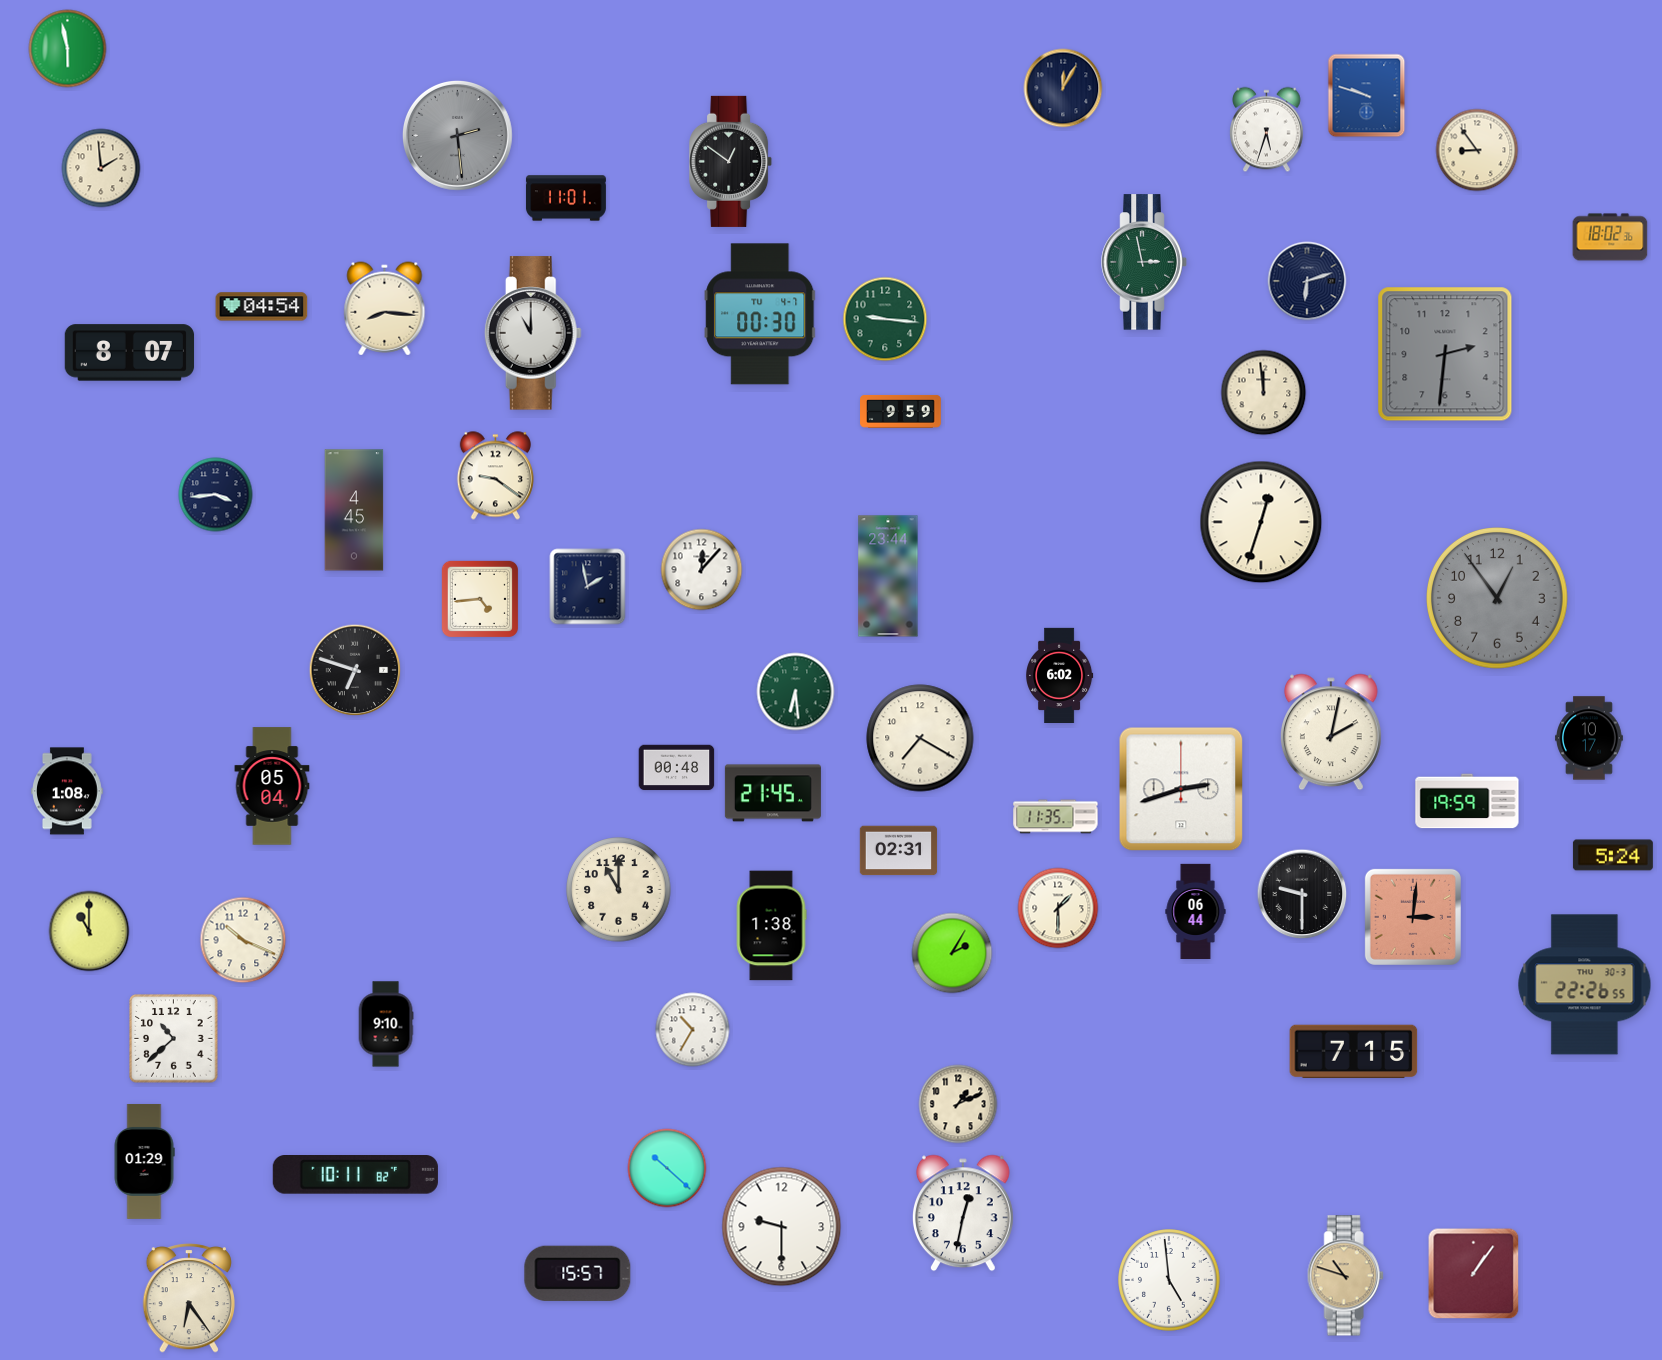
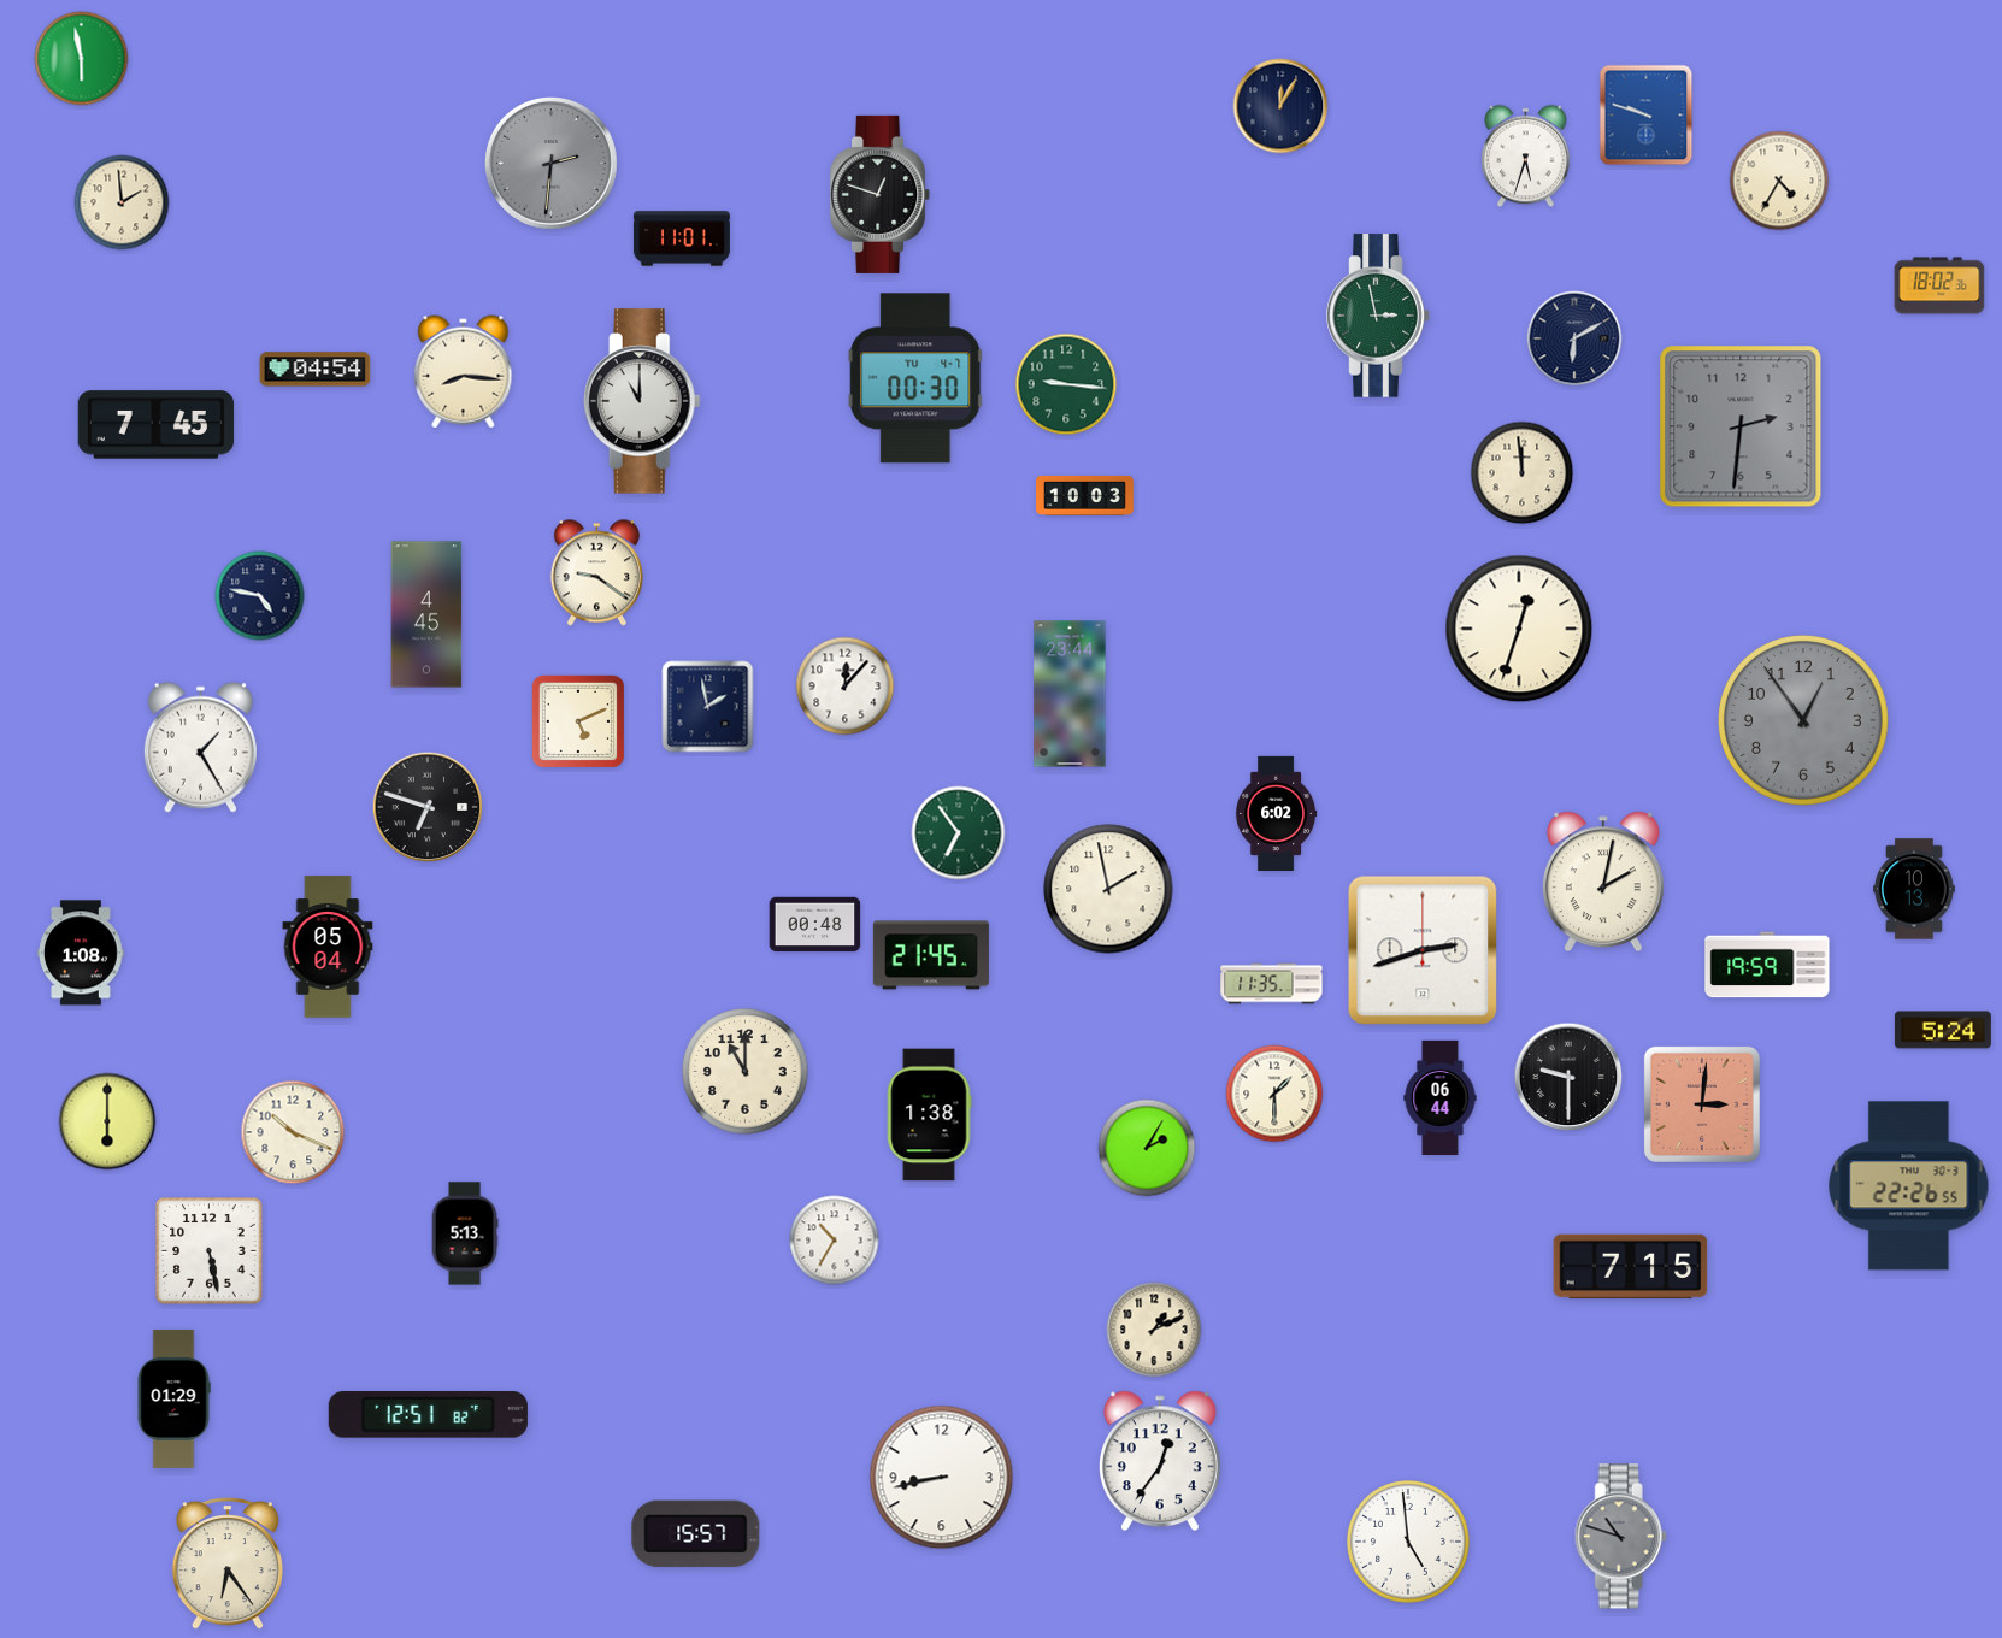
clock at (457, 135): 2:29 -> 2:31
clock at (1477, 150): 8:54 -> 4:35
clock at (731, 161): 12:51 -> 12:48
clock at (1307, 281): 6:12 -> 6:10
clock at (130, 353): 8:07 -> 7:45
clock at (901, 411): 9:59 -> 10:03
clock at (216, 495): 3:44 -> 4:47
clock at (480, 599): 4:44 -> 5:11
clock at (200, 747): none -> 1:25
clock at (796, 692): 6:29 -> 6:54
clock at (920, 738): 7:20 -> 1:58
clock at (1590, 738): 10:17 -> 10:13
clock at (899, 851): 02:31 -> none
clock at (89, 931): 11:00 -> 6:00
clock at (386, 1024): 9:10 -> 5:13
clock at (174, 1039): 10:38 -> 5:28
clock at (667, 1168): 10:22 -> none
clock at (355, 1175): 10:11 -> 12:51
clock at (963, 1213): 12:32 -> 12:36
clock at (782, 1227): 9:30 -> 8:43
clock at (1474, 1274): 1:06 -> none
clock at (1345, 1276) dial: champagne -> grey
